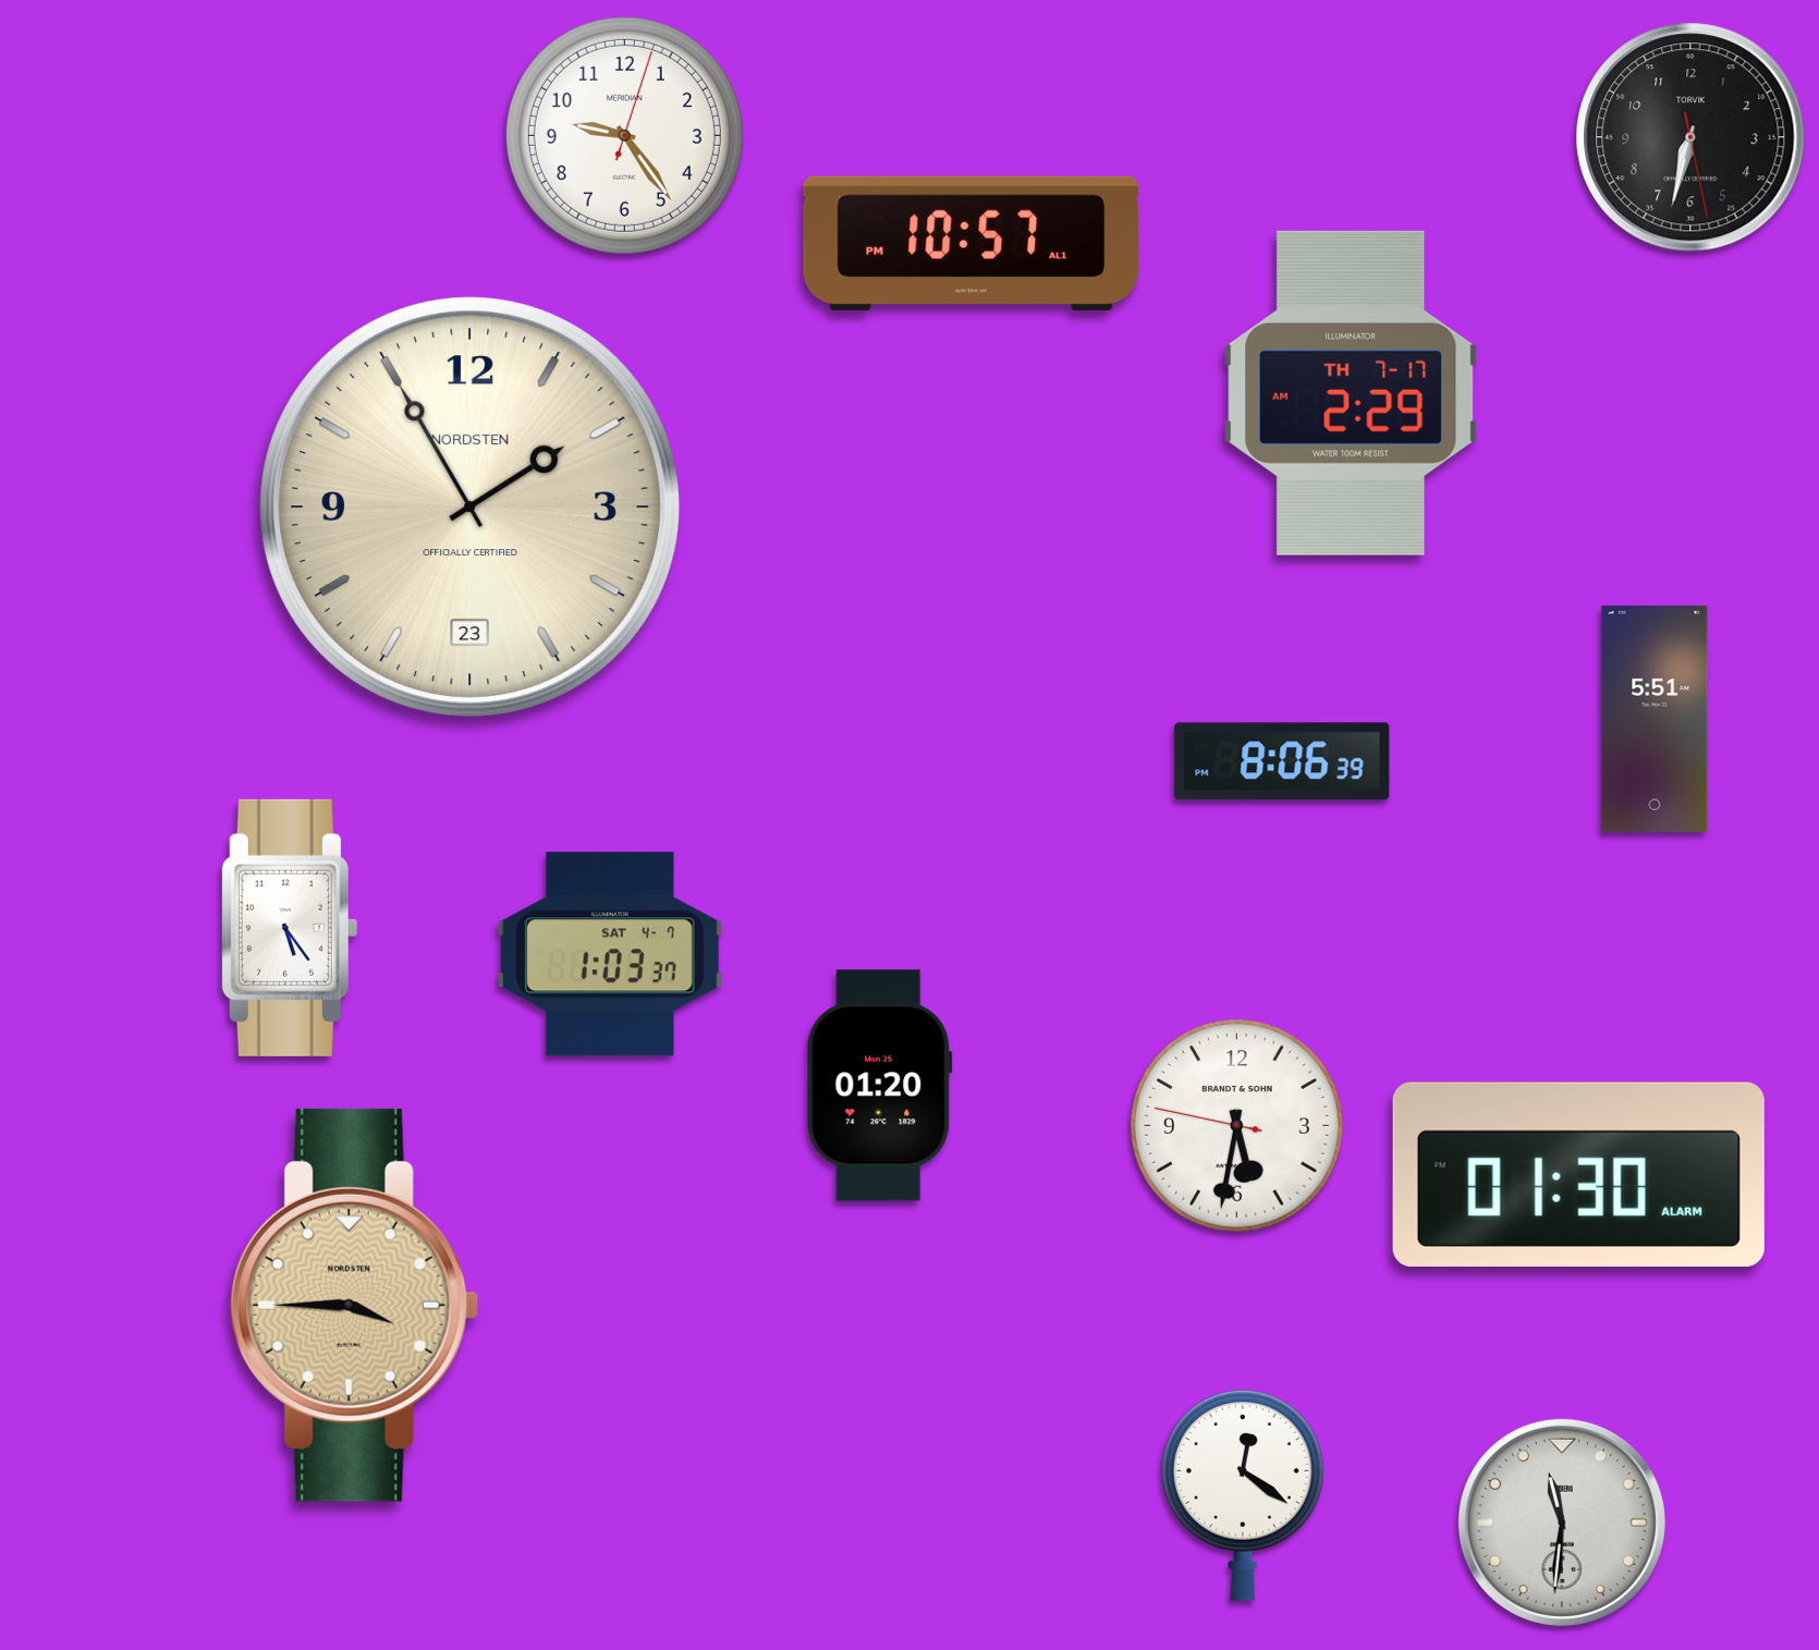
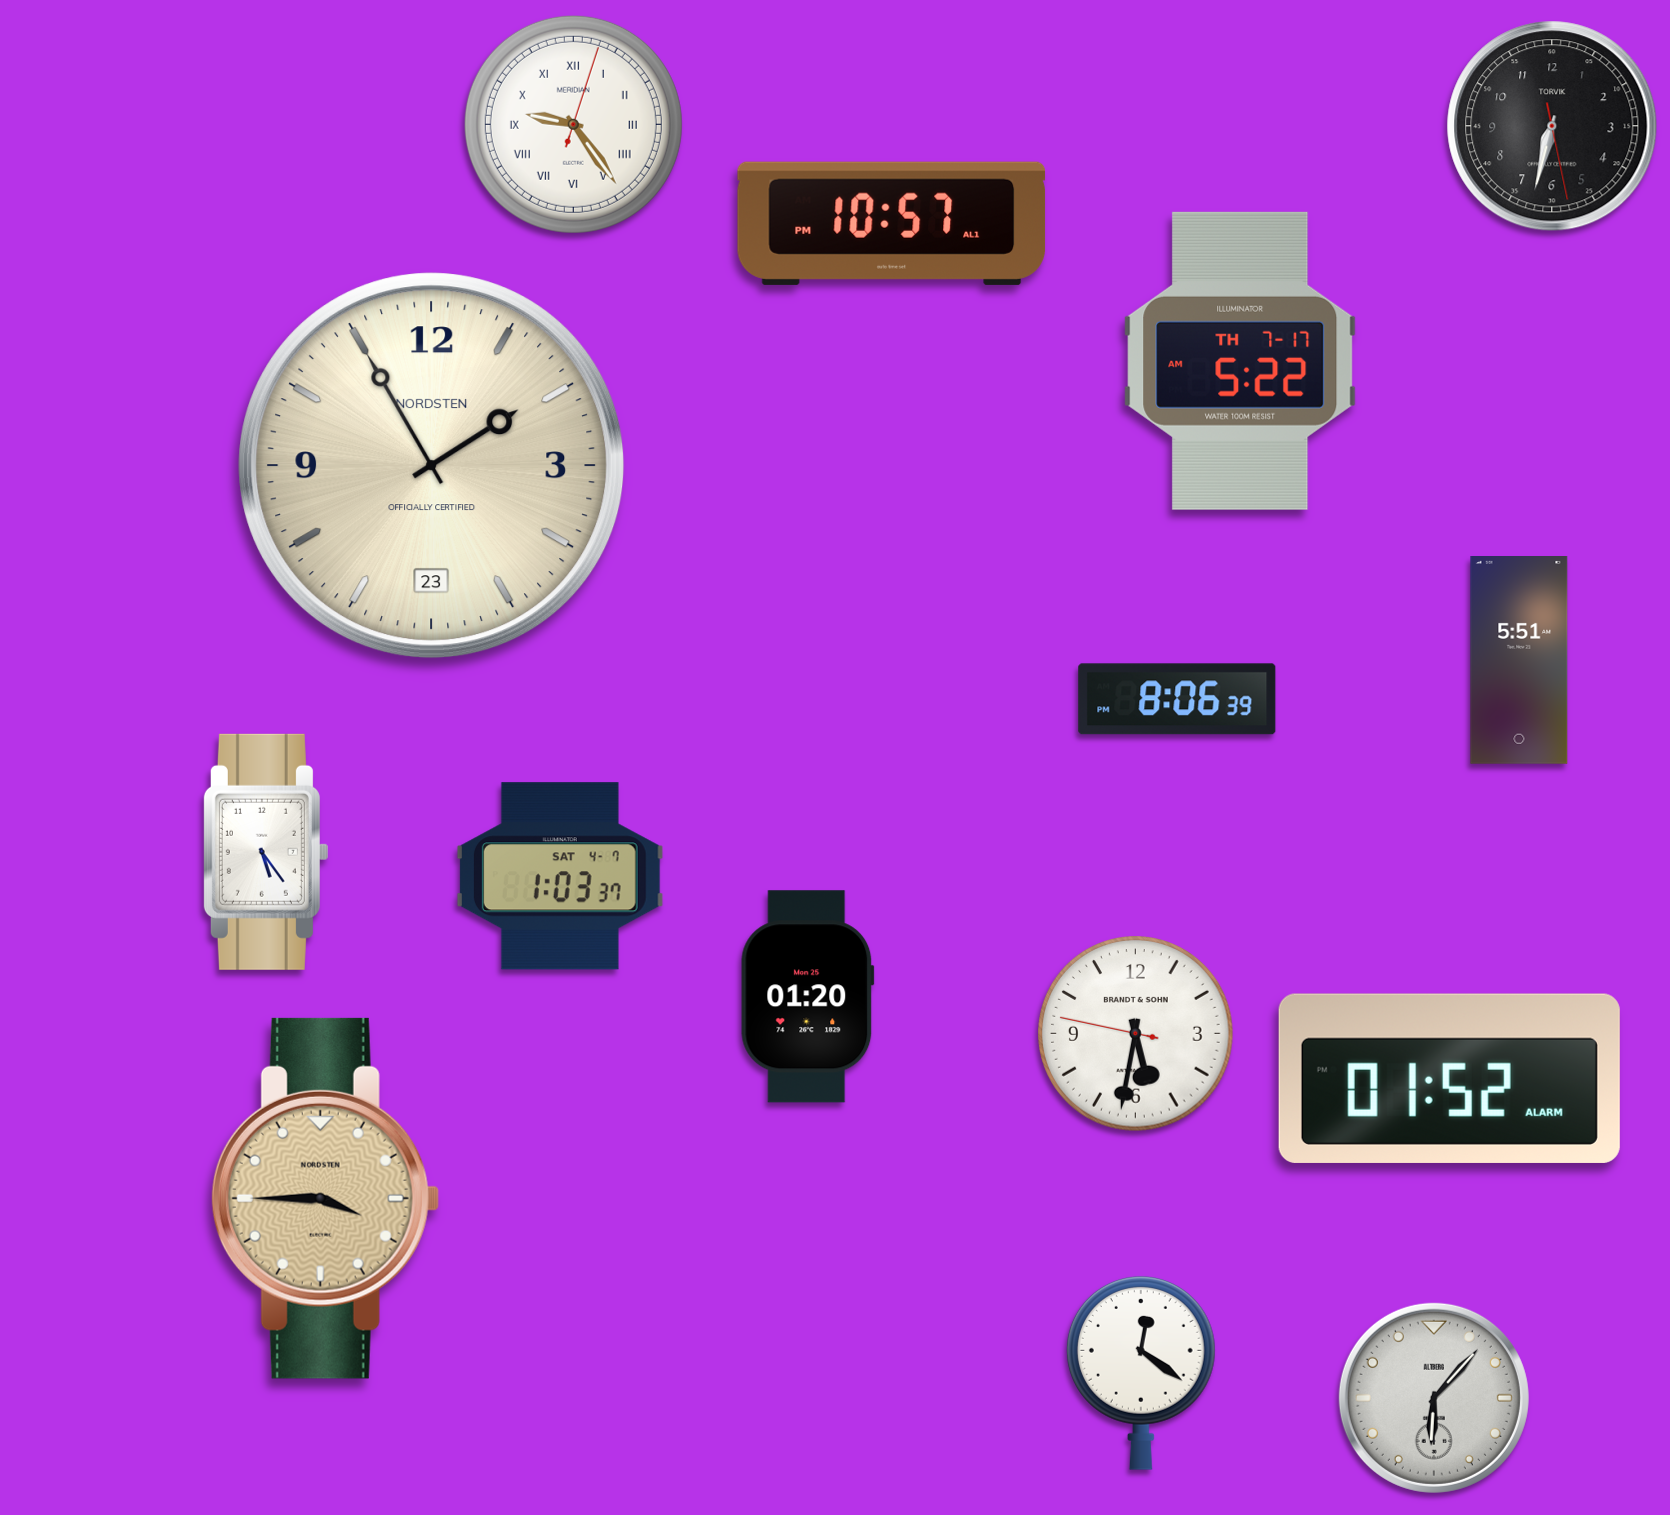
clock at (624, 135) numerals: Arabic -> Roman
clock at (1351, 393): 2:29 -> 5:22
clock at (1578, 1174): 01:30 -> 01:52
clock at (1562, 1523): 11:31 -> 6:07
